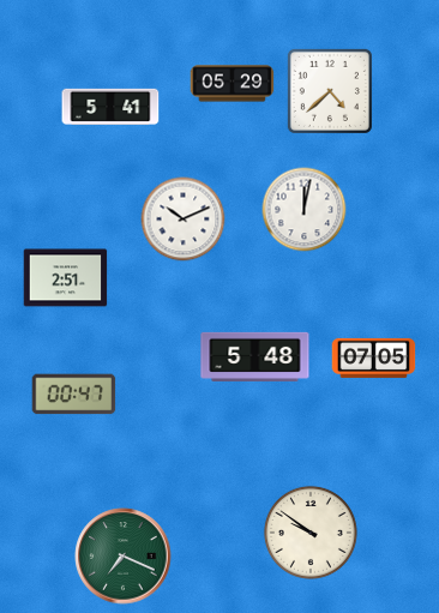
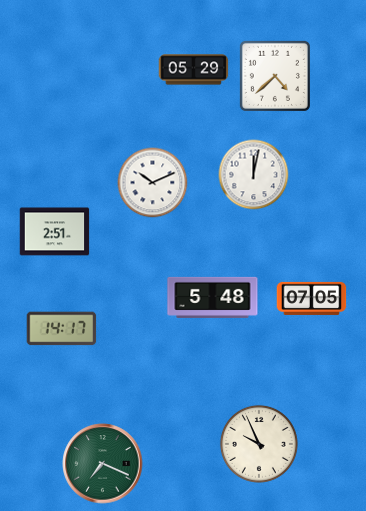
clock at (110, 107): 5:41 -> none
clock at (74, 395): 00:47 -> 14:17
clock at (311, 533): 9:51 -> 9:56
